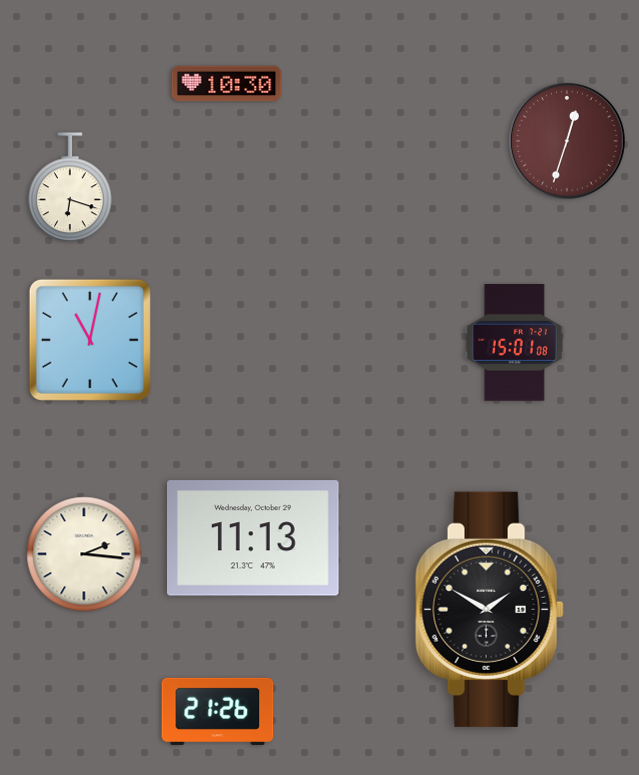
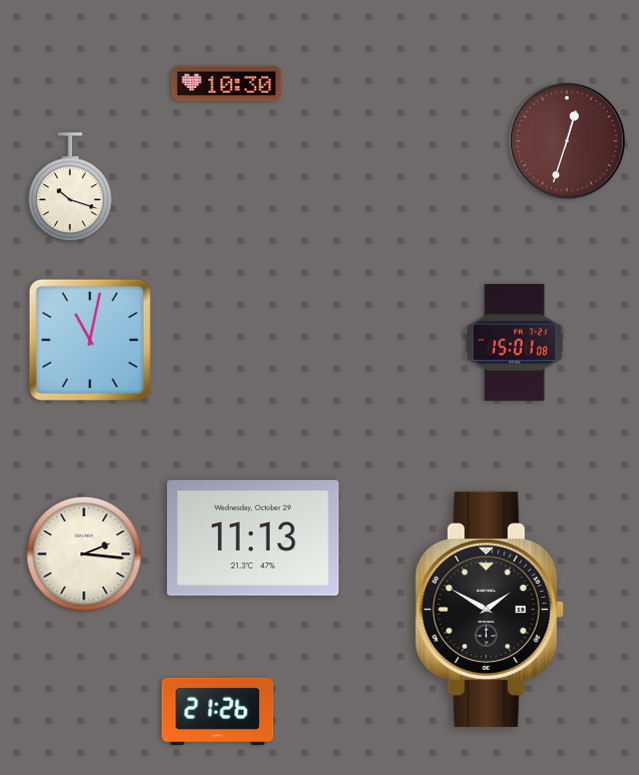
clock at (71, 188): 6:18 -> 10:18
